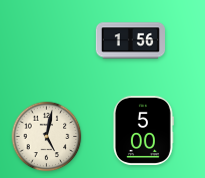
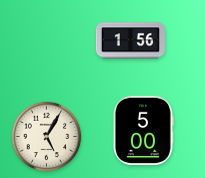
clock at (47, 137): 5:02 -> 5:05
